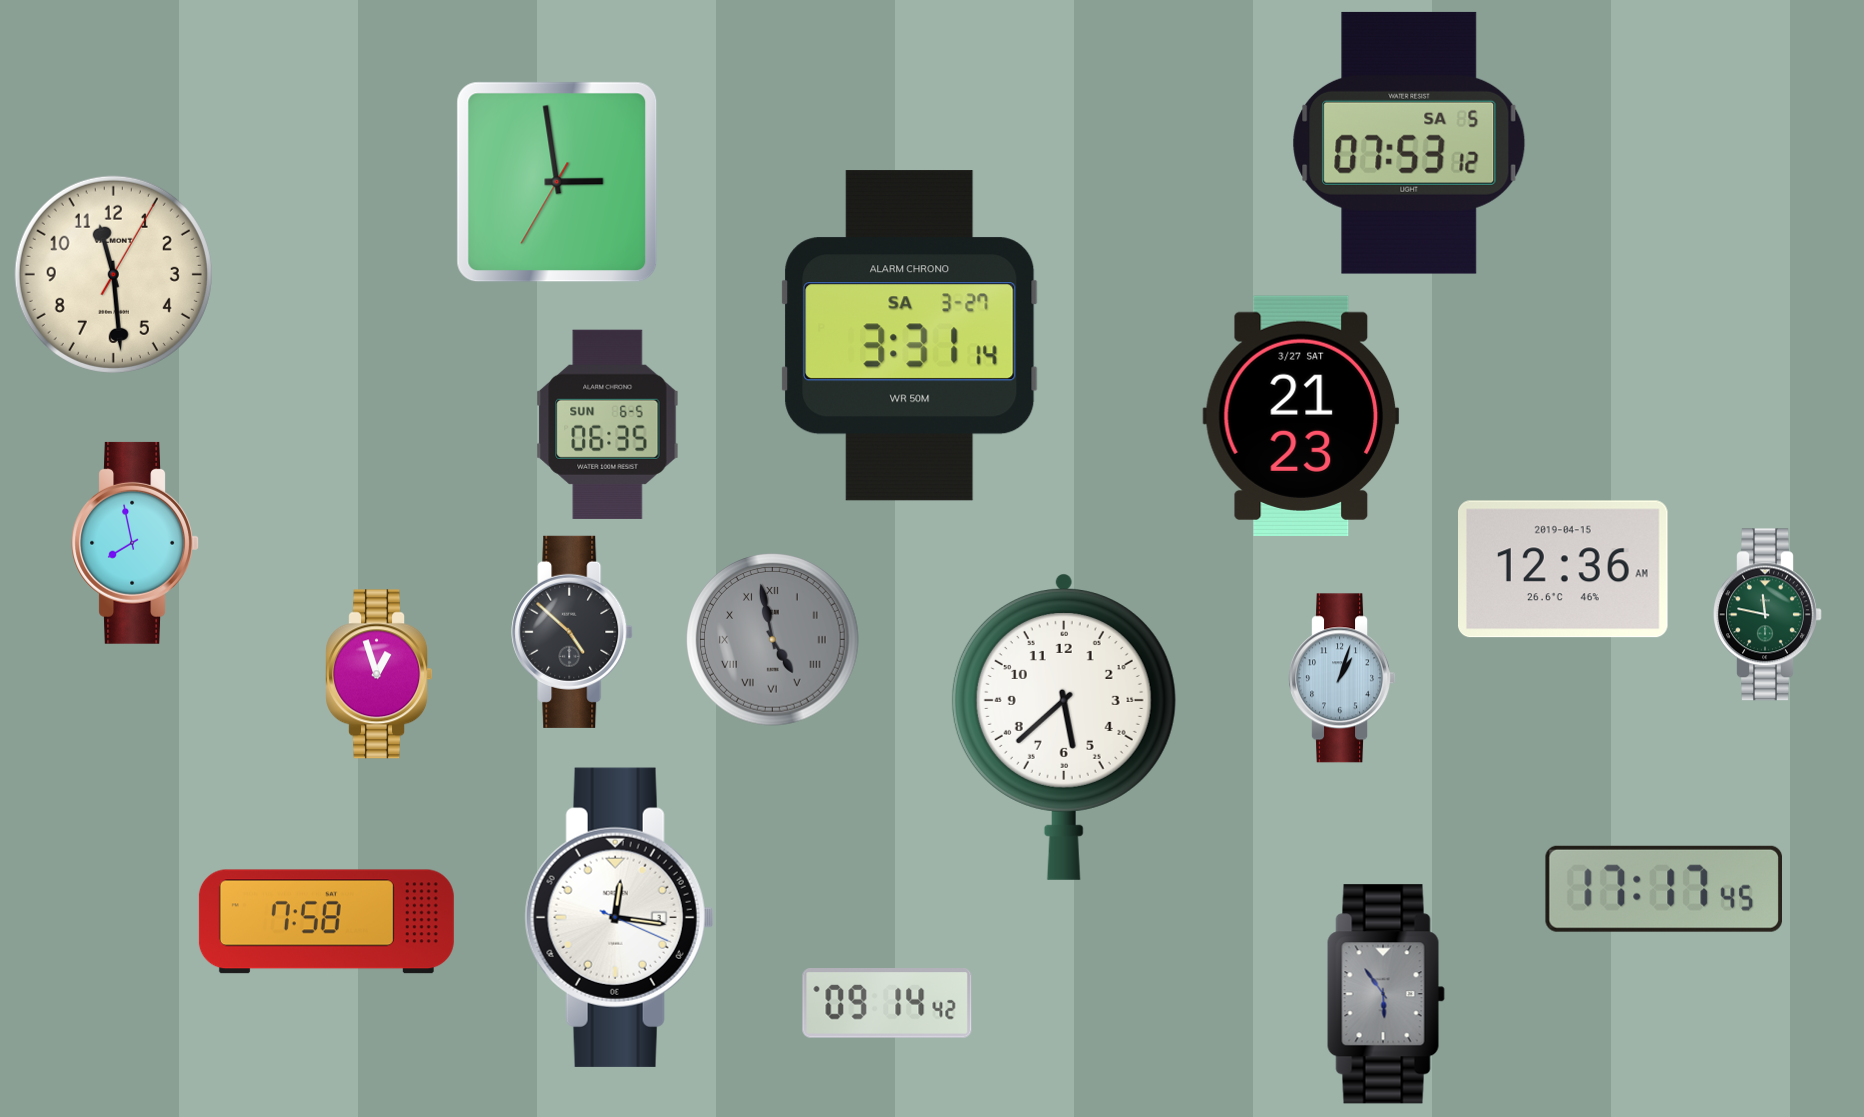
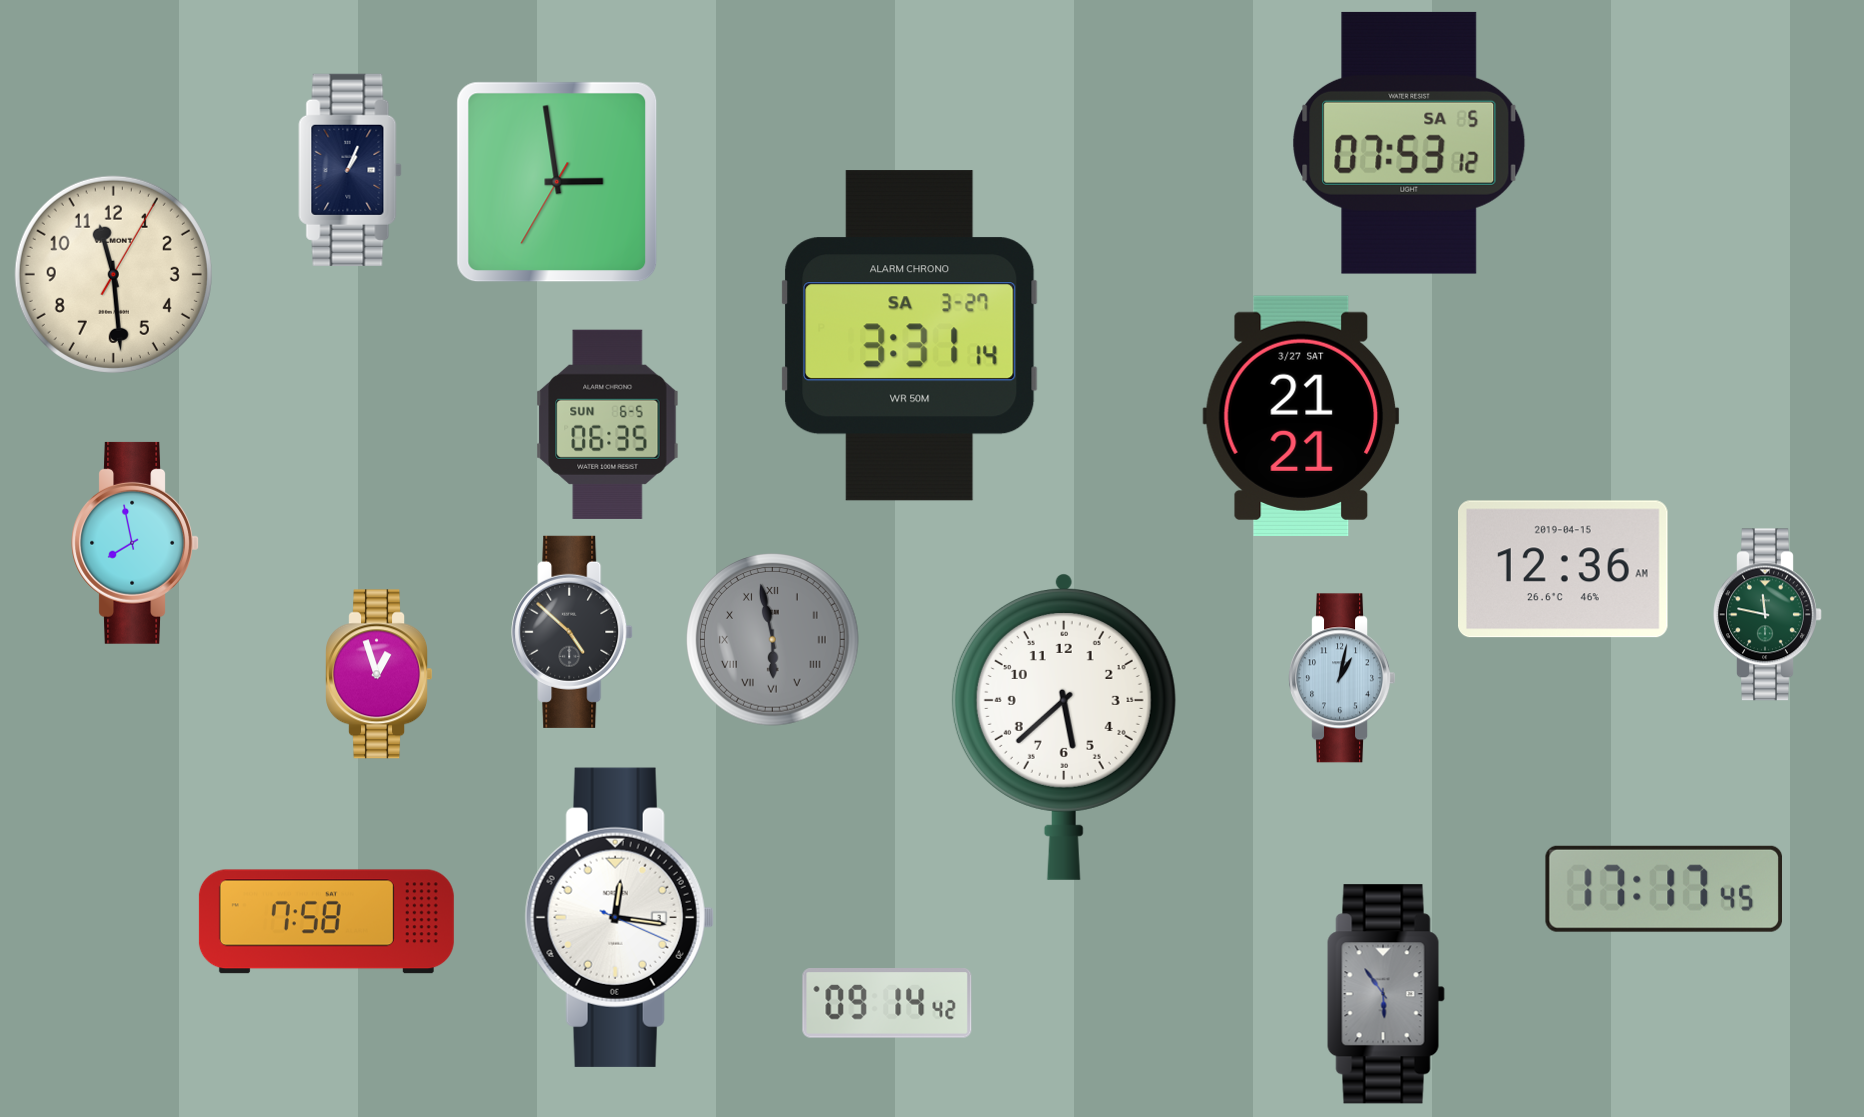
clock at (350, 170): none -> 1:04
clock at (1301, 416): 21:23 -> 21:21
clock at (773, 640): 4:58 -> 5:58
clock at (1341, 678): 1:03 -> 1:02
